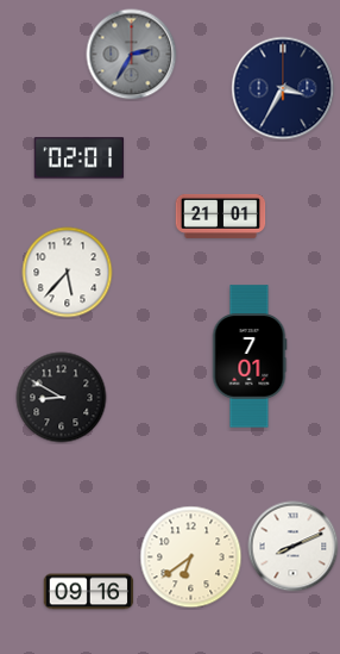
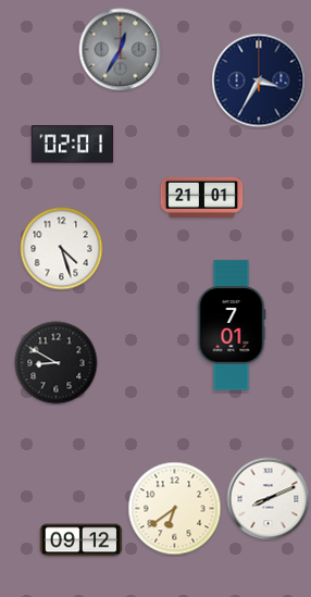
clock at (132, 55): 2:35 -> 12:35
clock at (68, 273): 5:37 -> 4:27
clock at (250, 356) position: (250, 356) -> (232, 325)
clock at (89, 592): 09:16 -> 09:12
